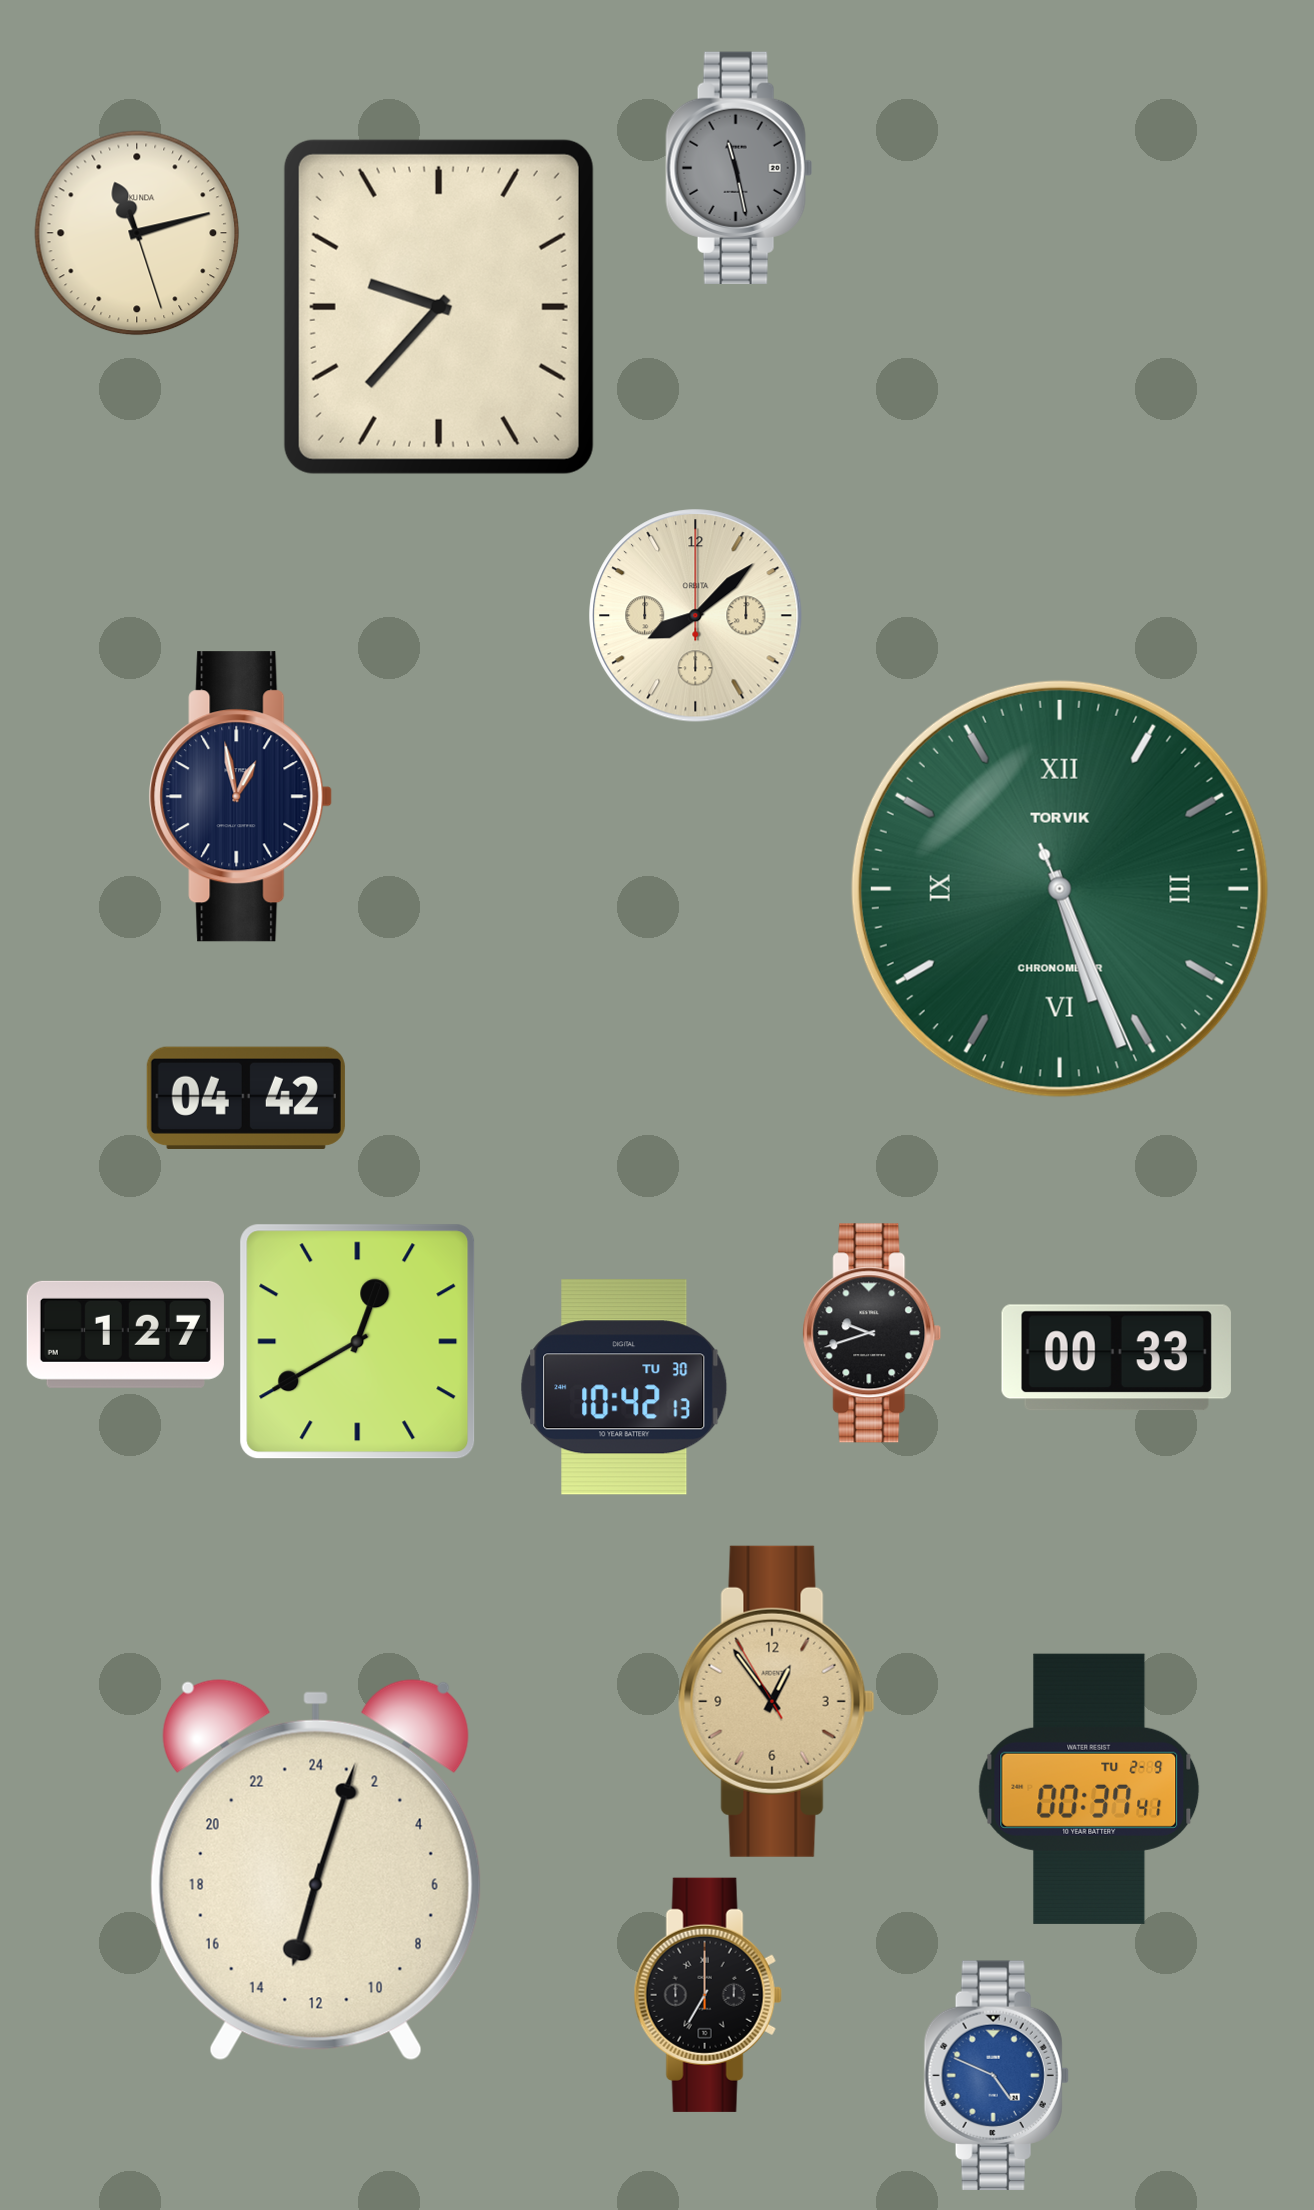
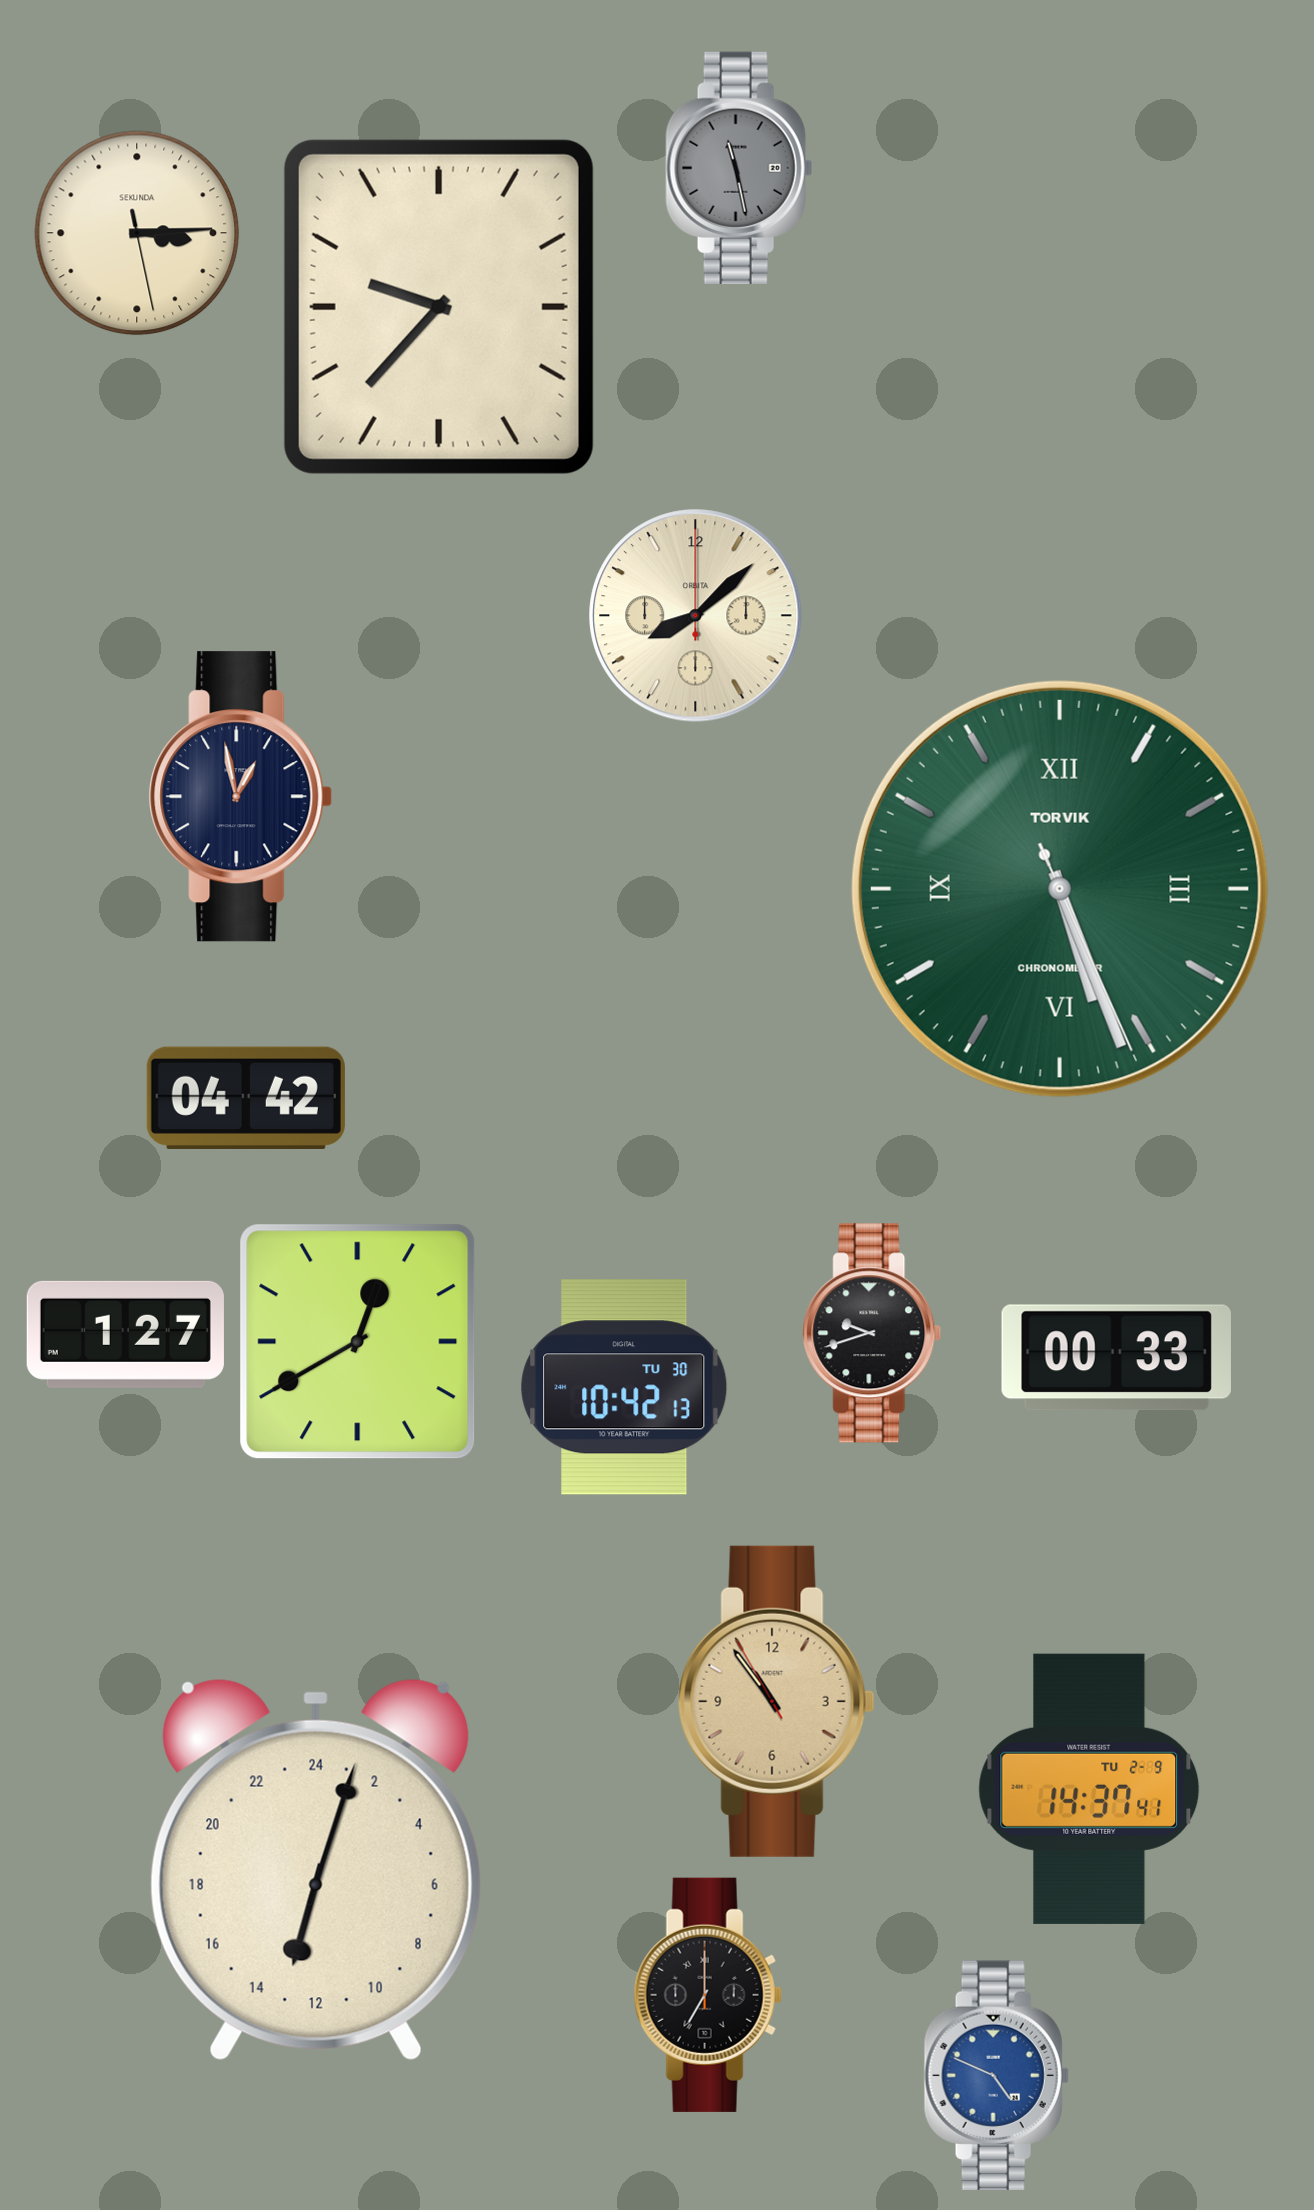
clock at (137, 233): 11:12 -> 3:14
clock at (776, 1701): 12:53 -> 10:53
clock at (1089, 1789): 00:37 -> 14:37
